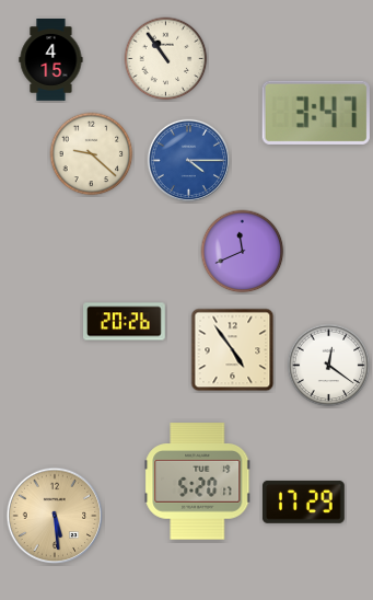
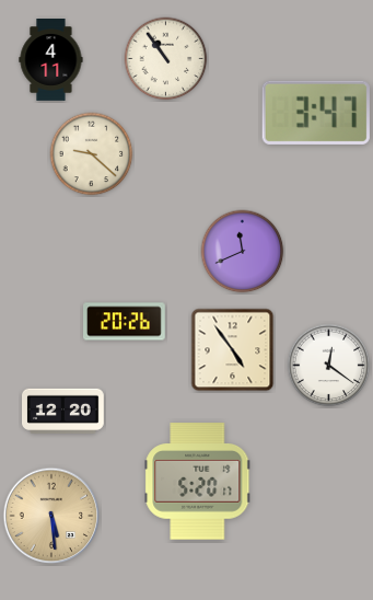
clock at (51, 60): 4:15 -> 4:11
clock at (188, 160): 4:15 -> none
clock at (63, 411): none -> 12:20
clock at (303, 501): 17:29 -> none
clock at (55, 516) position: (55, 516) -> (51, 516)
